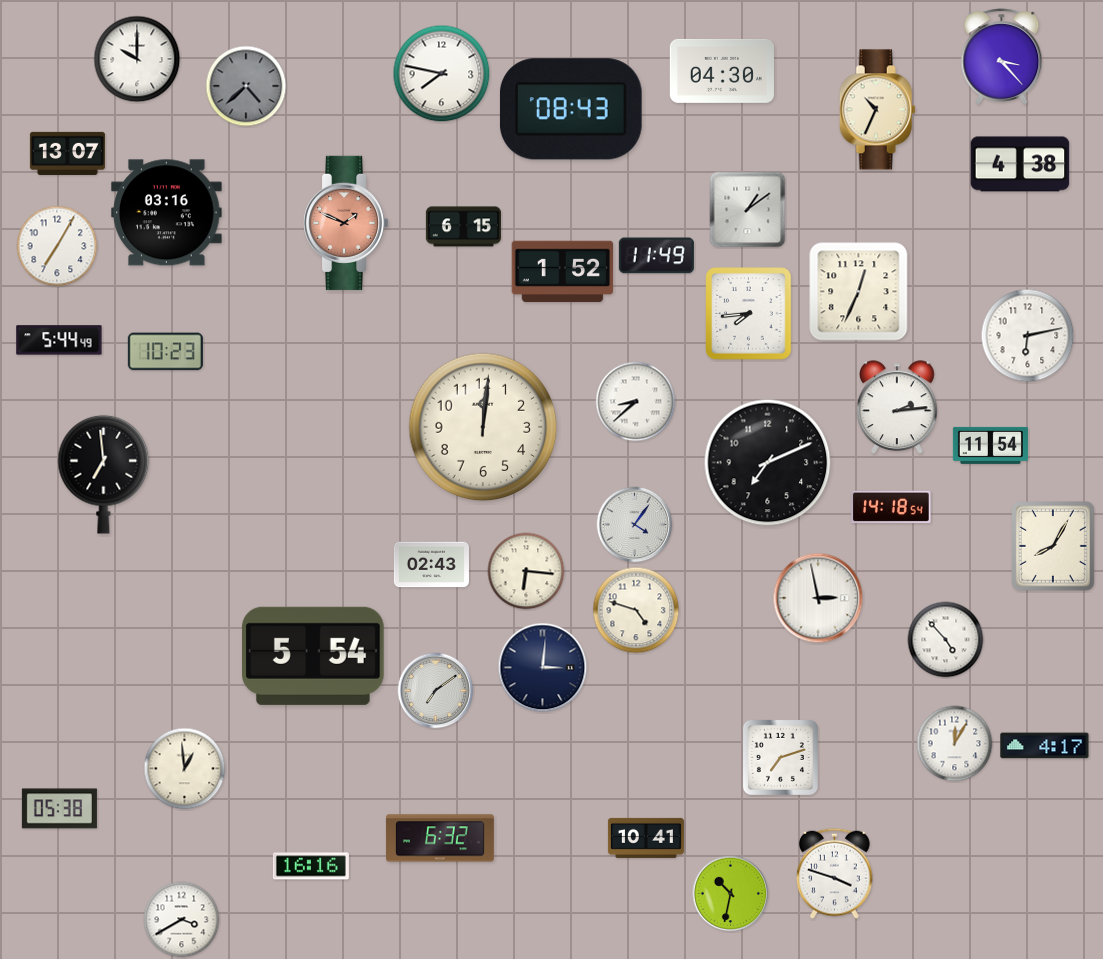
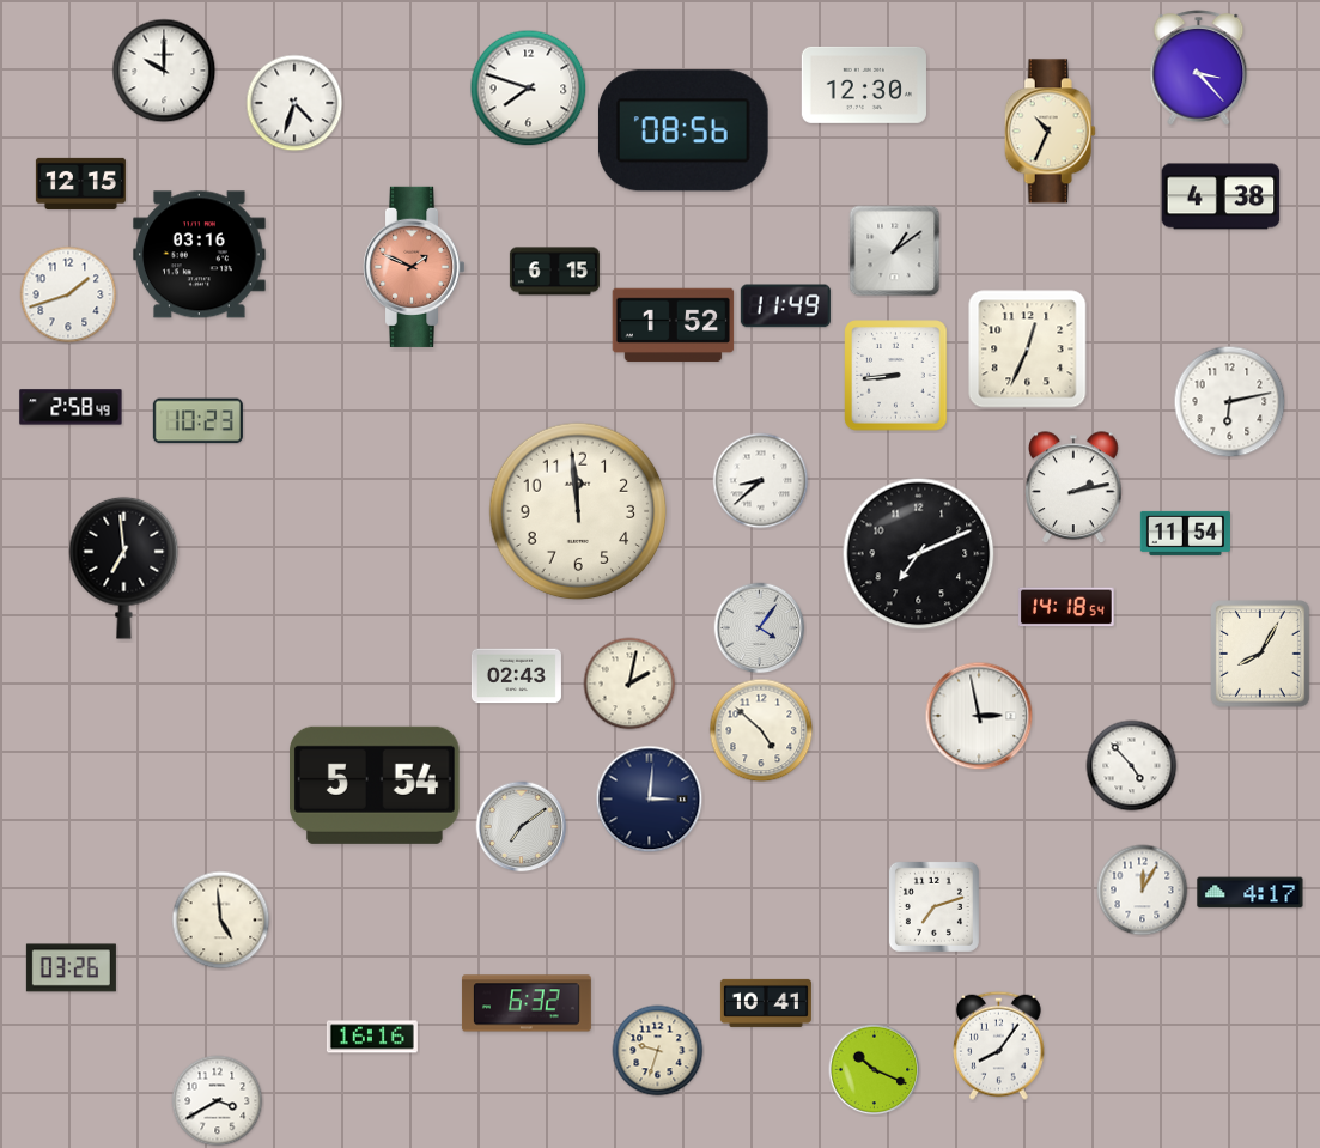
clock at (722, 71): 04:30 -> 12:30
clock at (442, 74): 7:47 -> 7:48
clock at (246, 86): 4:38 -> 4:33
clock at (246, 86) dial: grey -> white
clock at (571, 109): 08:43 -> 08:56
clock at (67, 153): 13:07 -> 12:15
clock at (57, 246): 7:05 -> 1:42
clock at (749, 314): 7:44 -> 8:44
clock at (59, 340): 5:44 -> 2:58
clock at (898, 408): 2:14 -> 2:13
clock at (483, 427): 12:01 -> 11:59
clock at (526, 571): 6:16 -> 2:02
clock at (636, 610): 4:48 -> 4:52
clock at (185, 769): 12:59 -> 4:59
clock at (59, 809): 05:38 -> 03:26
clock at (646, 838) position: (646, 838) -> (766, 1003)
clock at (835, 873): 3:48 -> 8:06
clock at (658, 1051): none -> 9:33
clock at (731, 894): 10:32 -> 10:19
